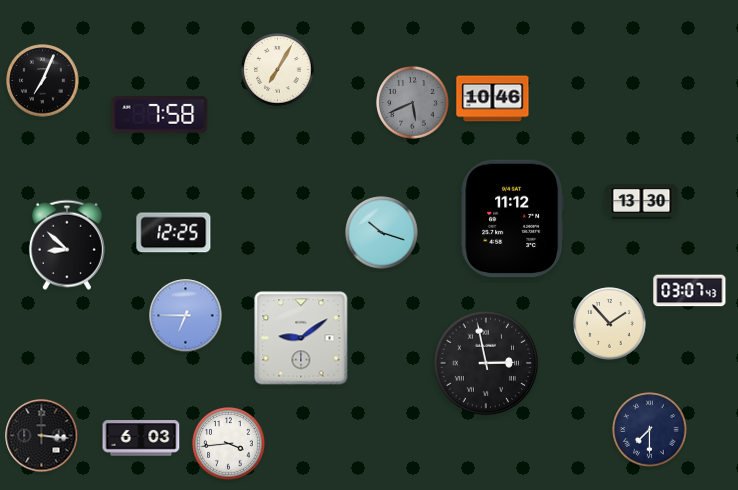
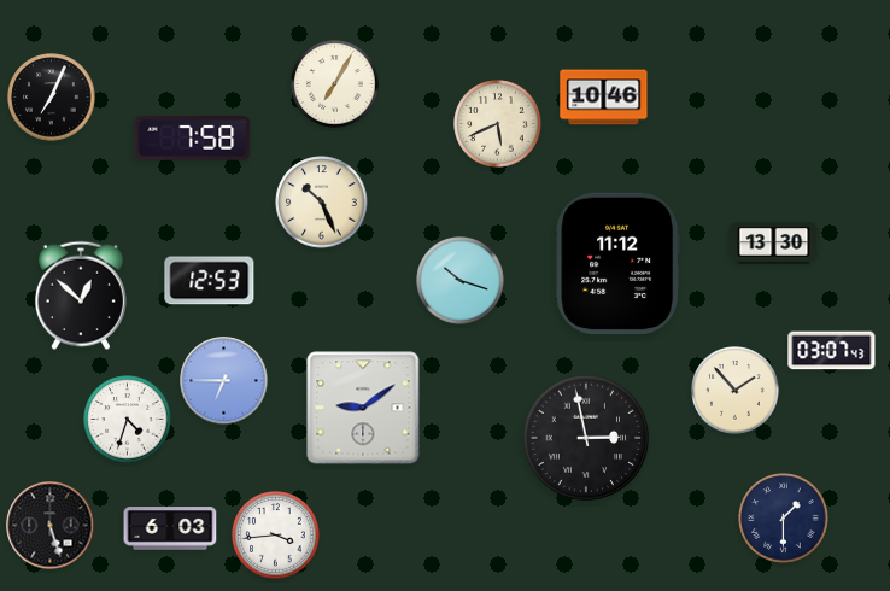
clock at (493, 99) position: (493, 99) -> (604, 98)
clock at (413, 103) dial: grey -> cream
clock at (322, 203): none -> 10:26
clock at (174, 233): 12:25 -> 12:53
clock at (67, 245): 8:52 -> 12:52
clock at (128, 420): none -> 4:33
clock at (650, 430): 7:30 -> 1:30
clock at (42, 436): 3:16 -> 5:27
